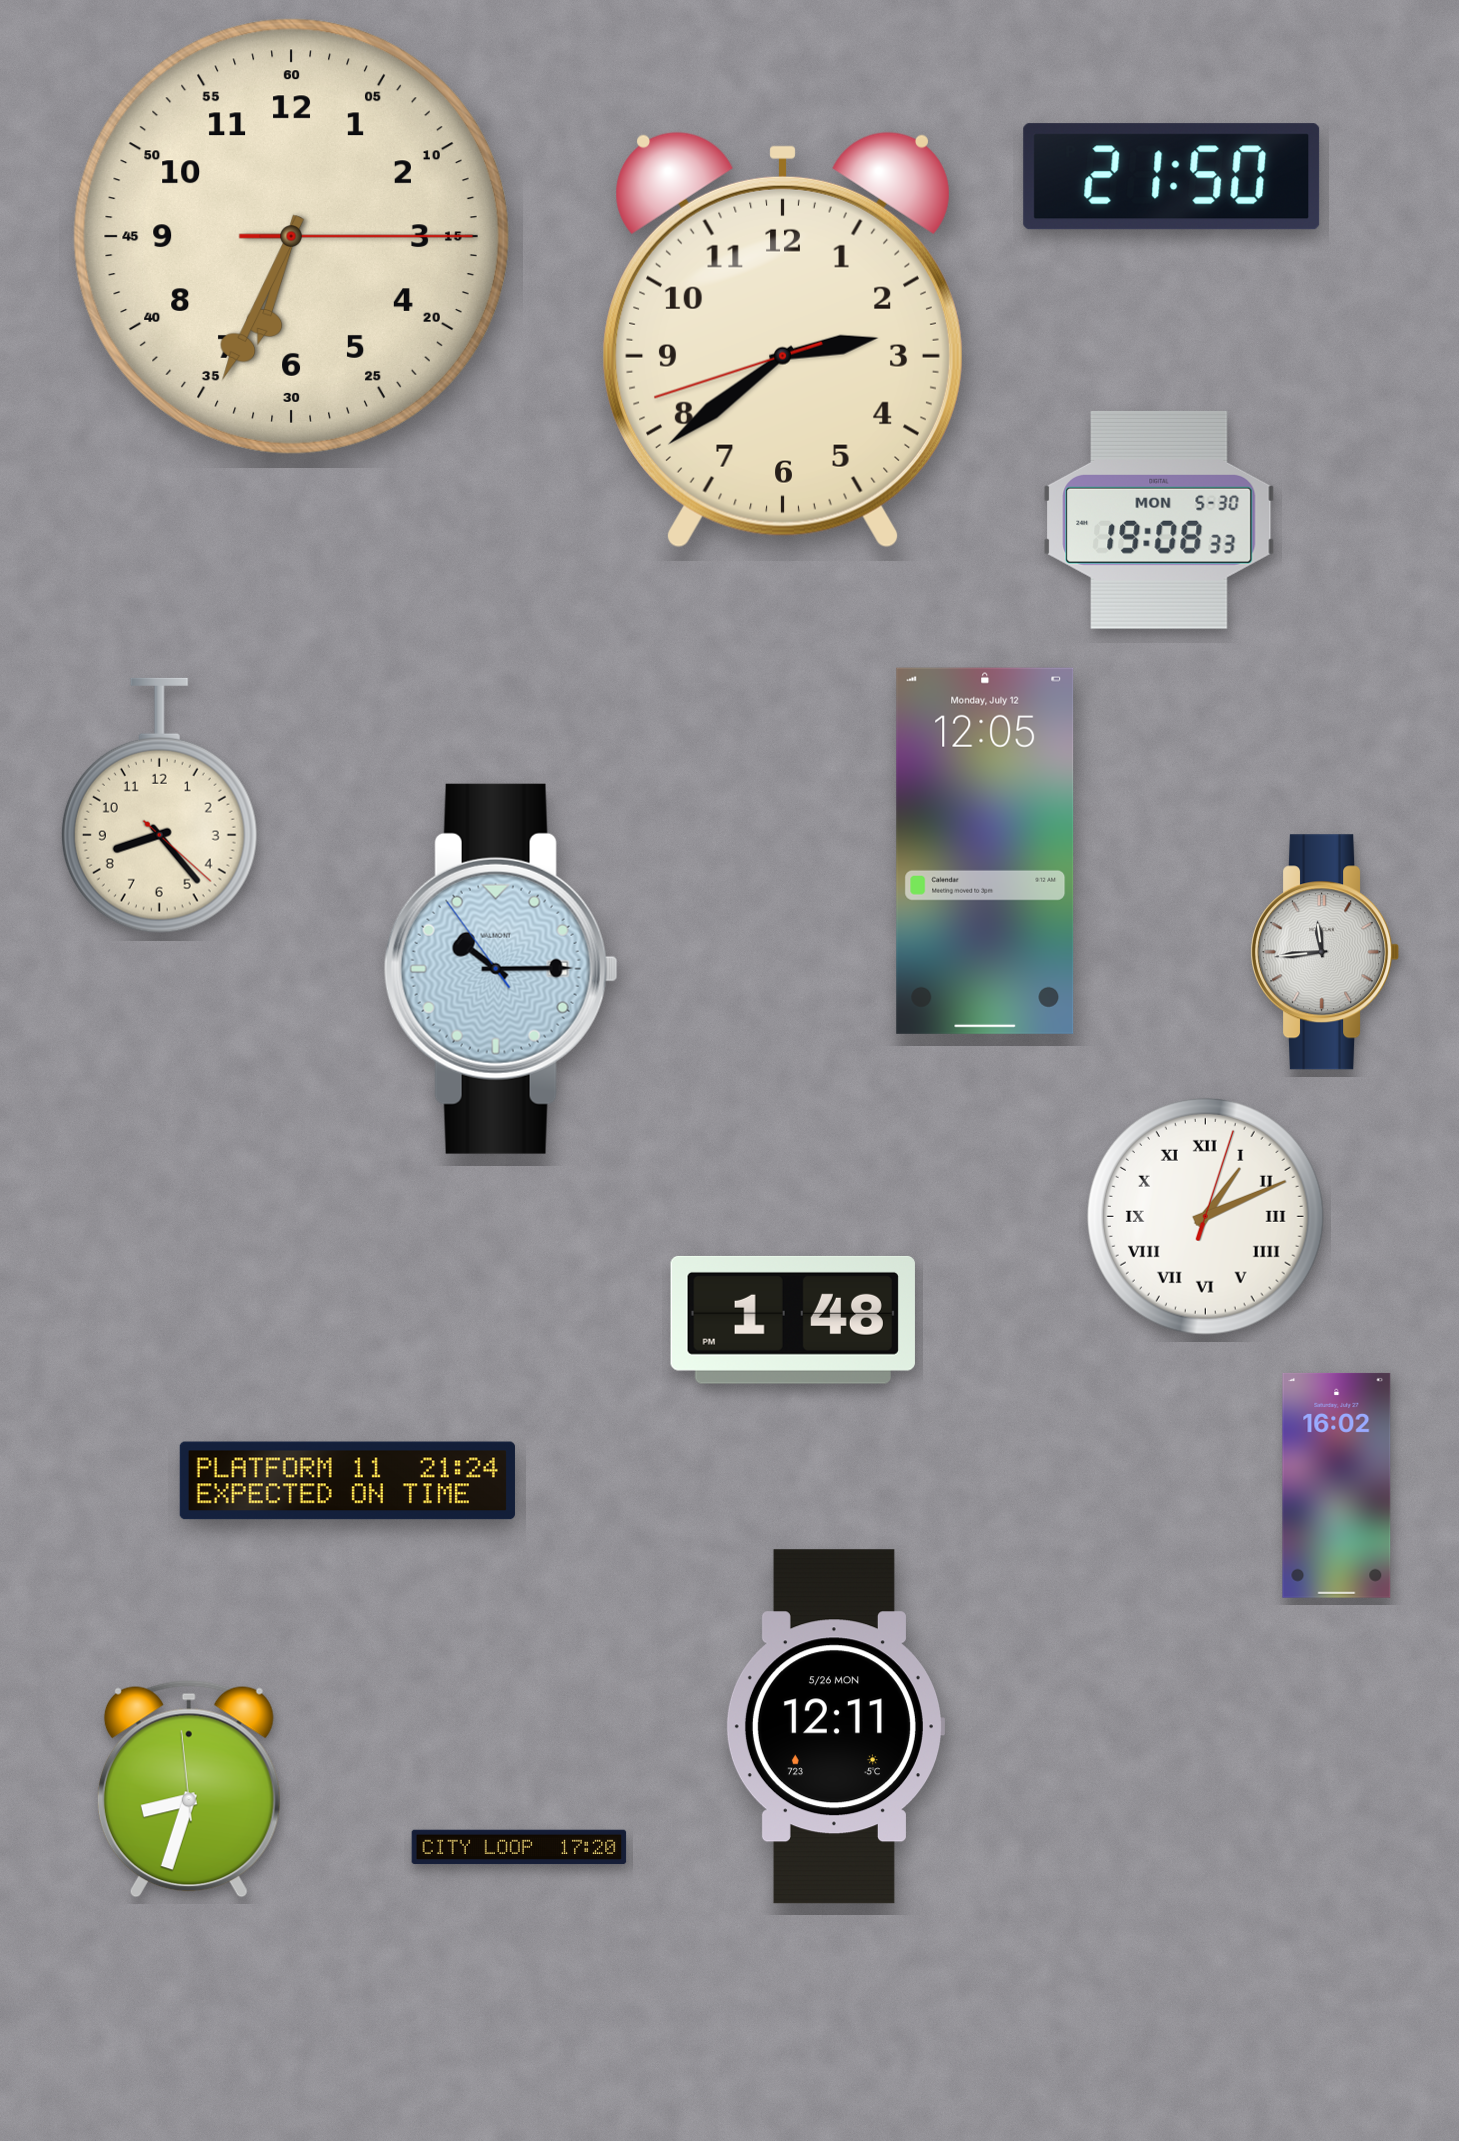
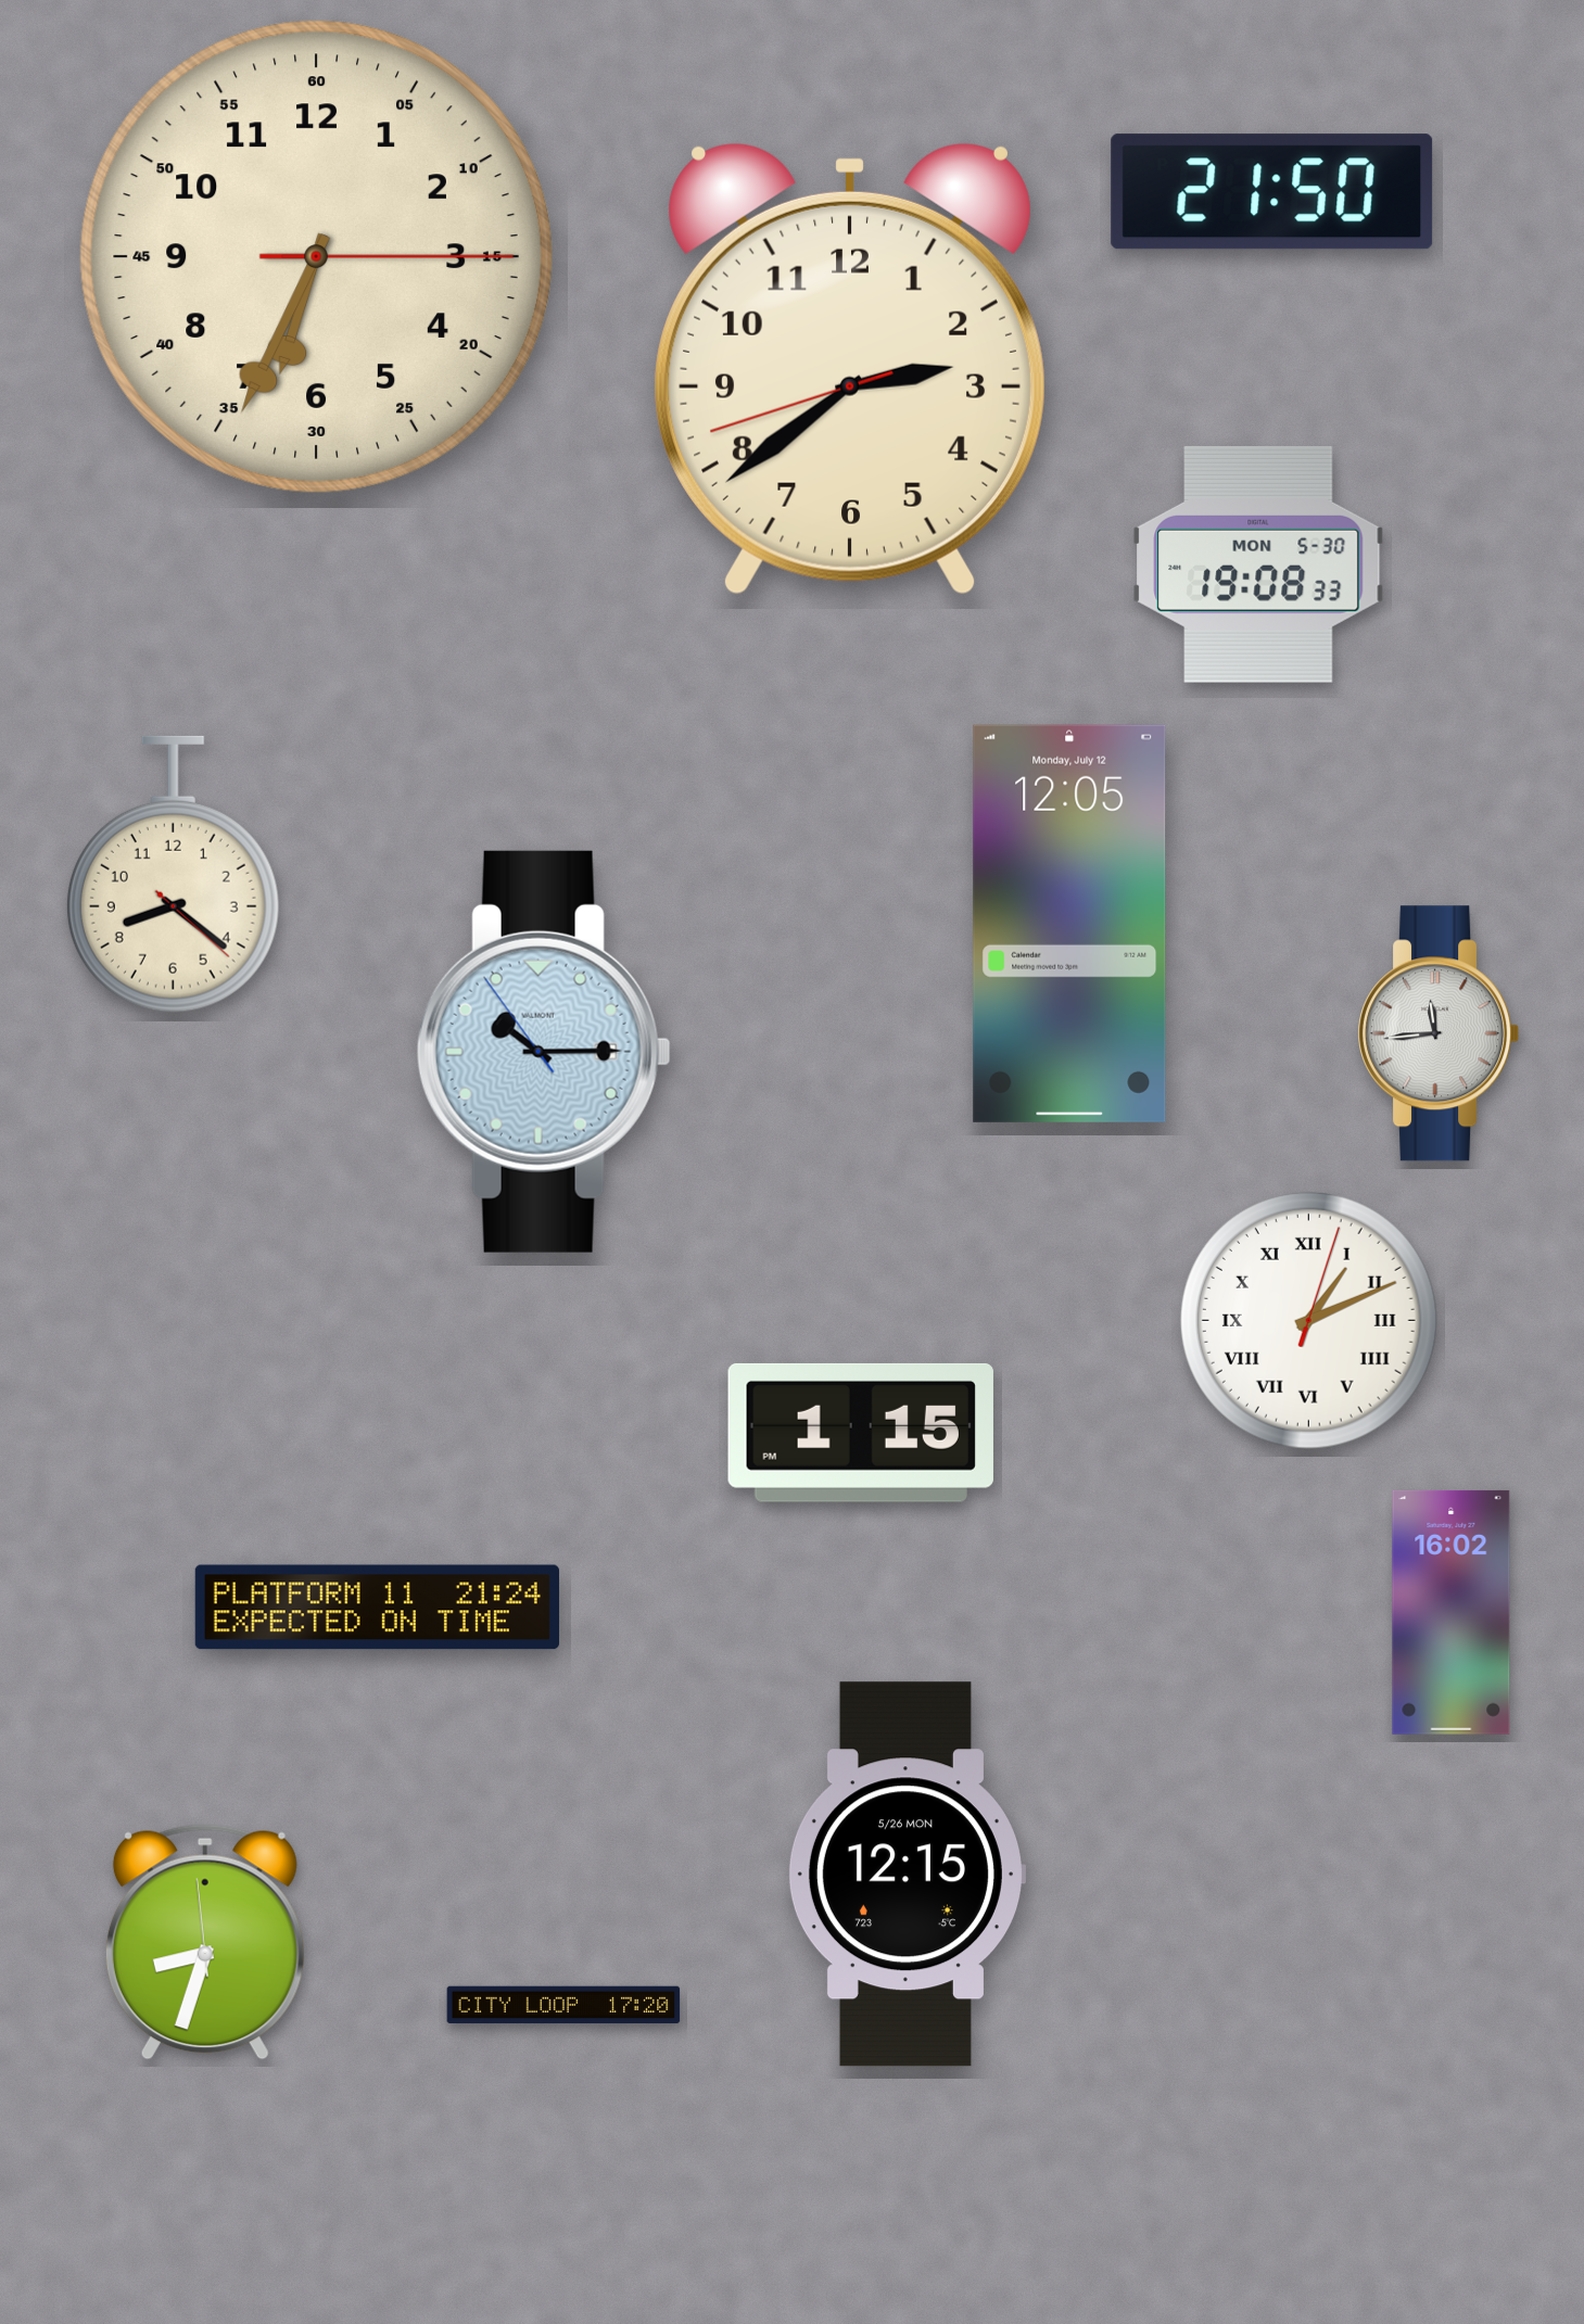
clock at (159, 806): 8:23 -> 8:21
clock at (793, 1320): 1:48 -> 1:15
clock at (835, 1727): 12:11 -> 12:15
